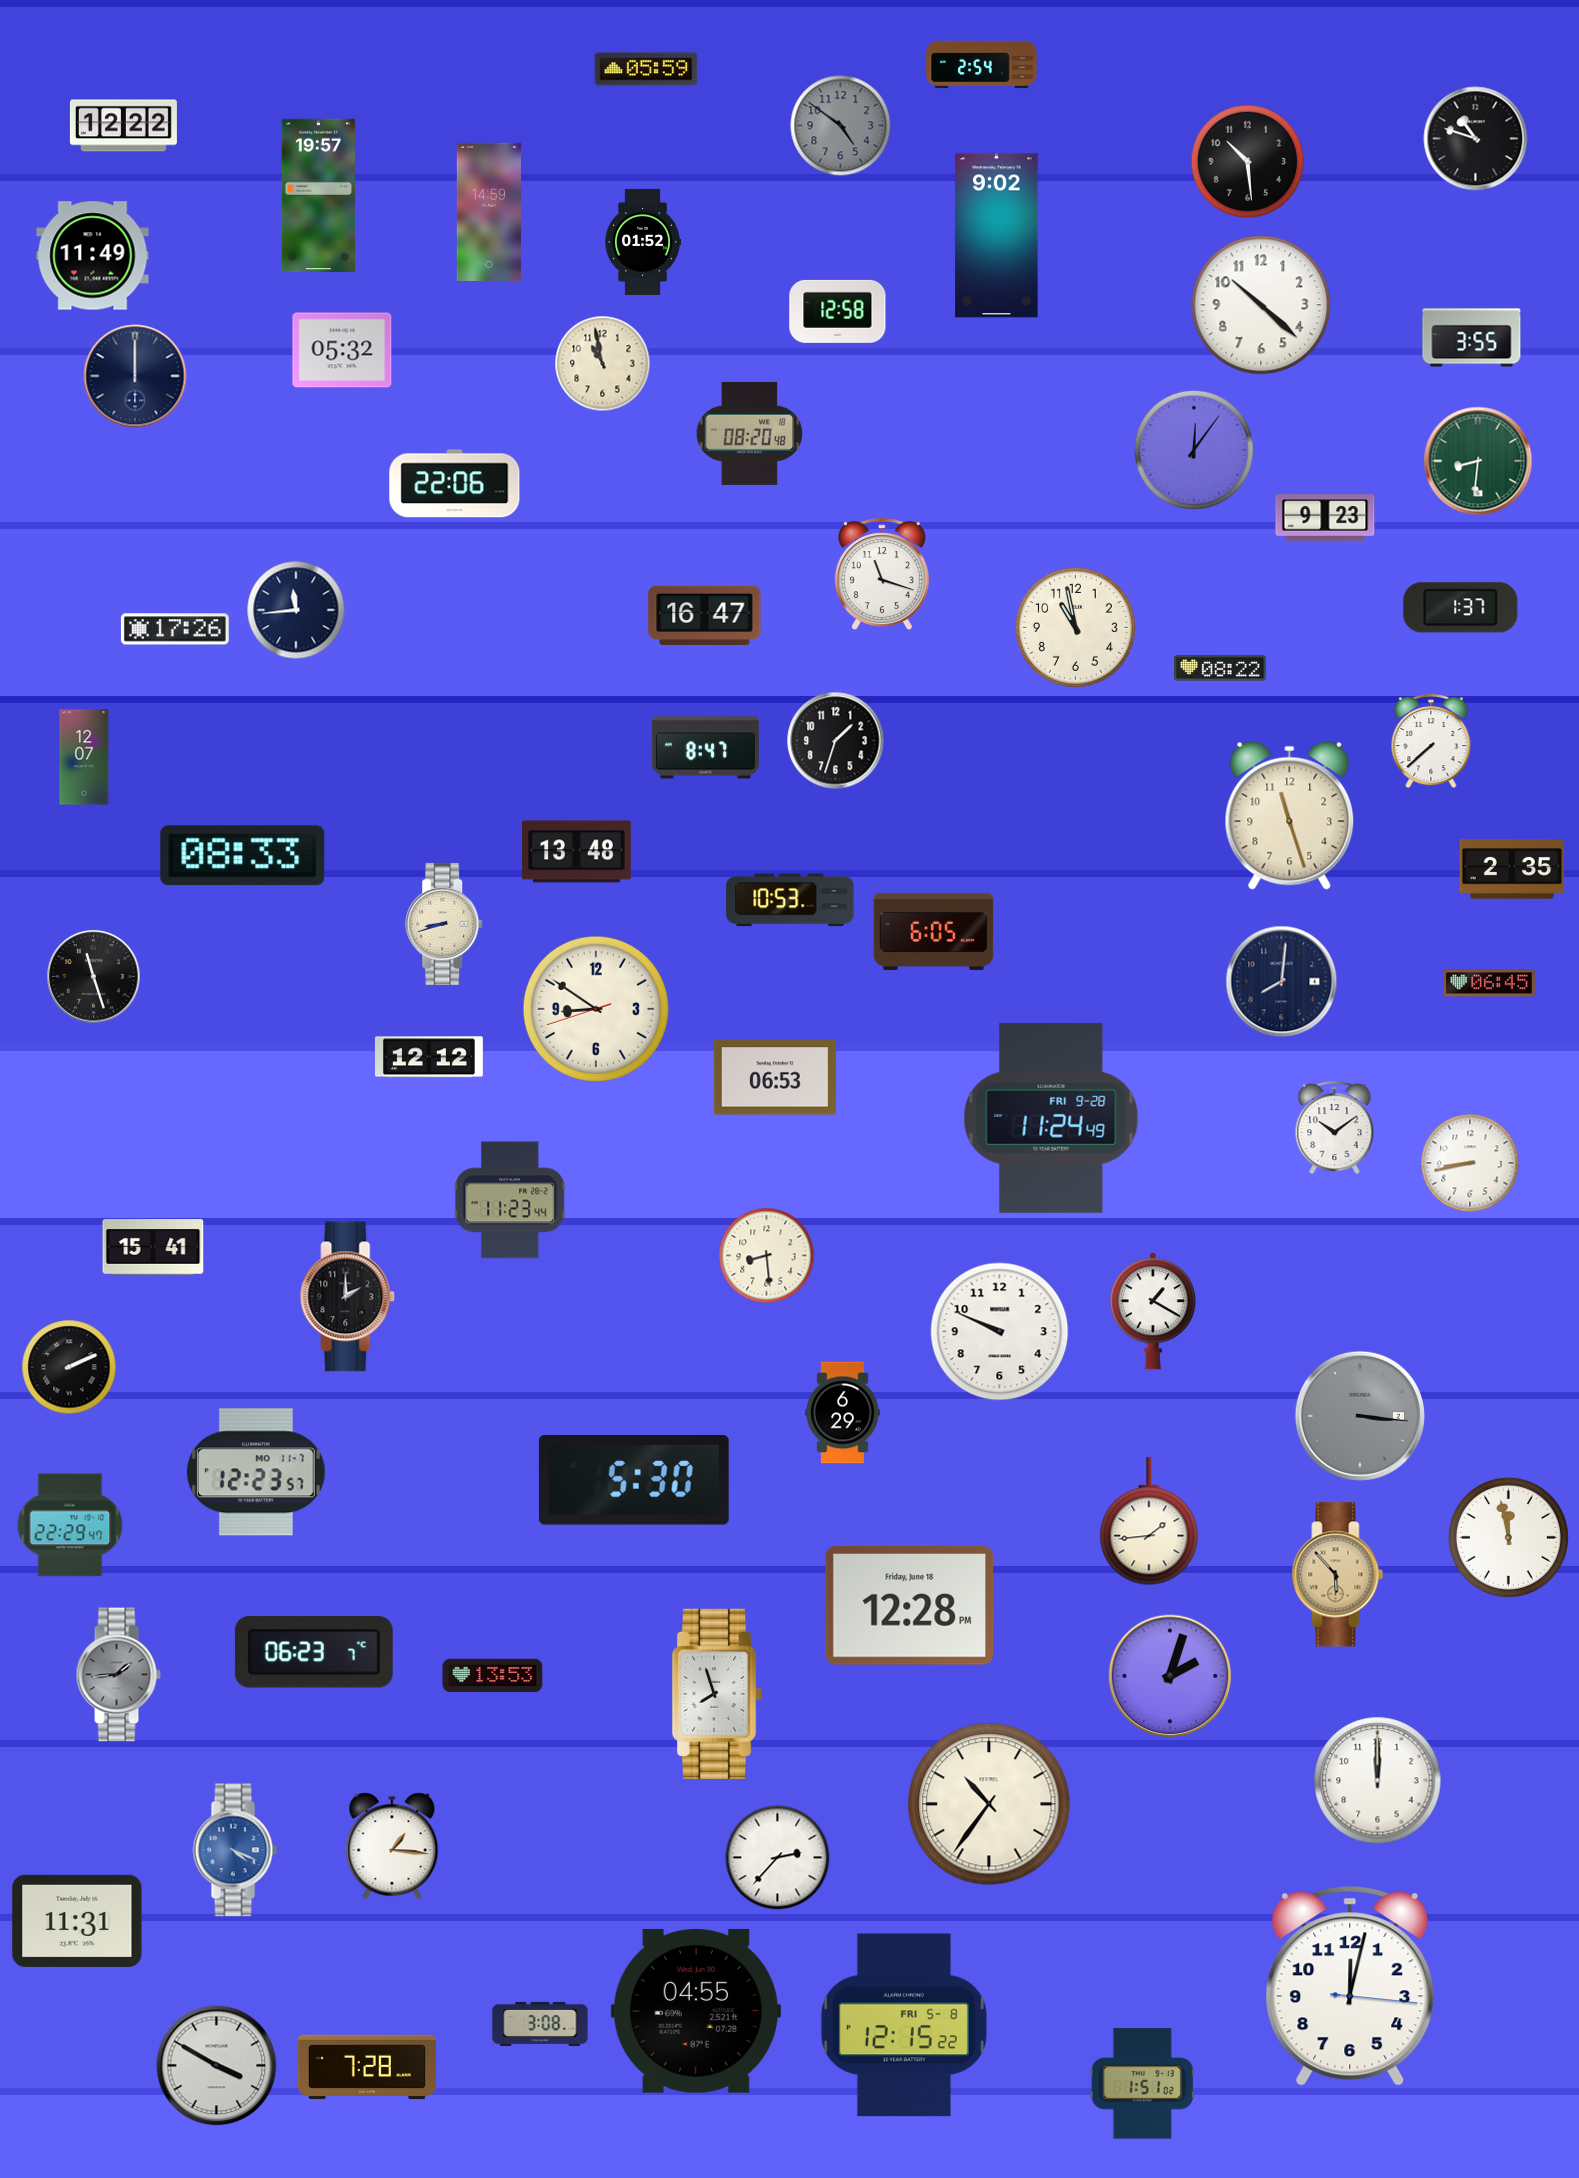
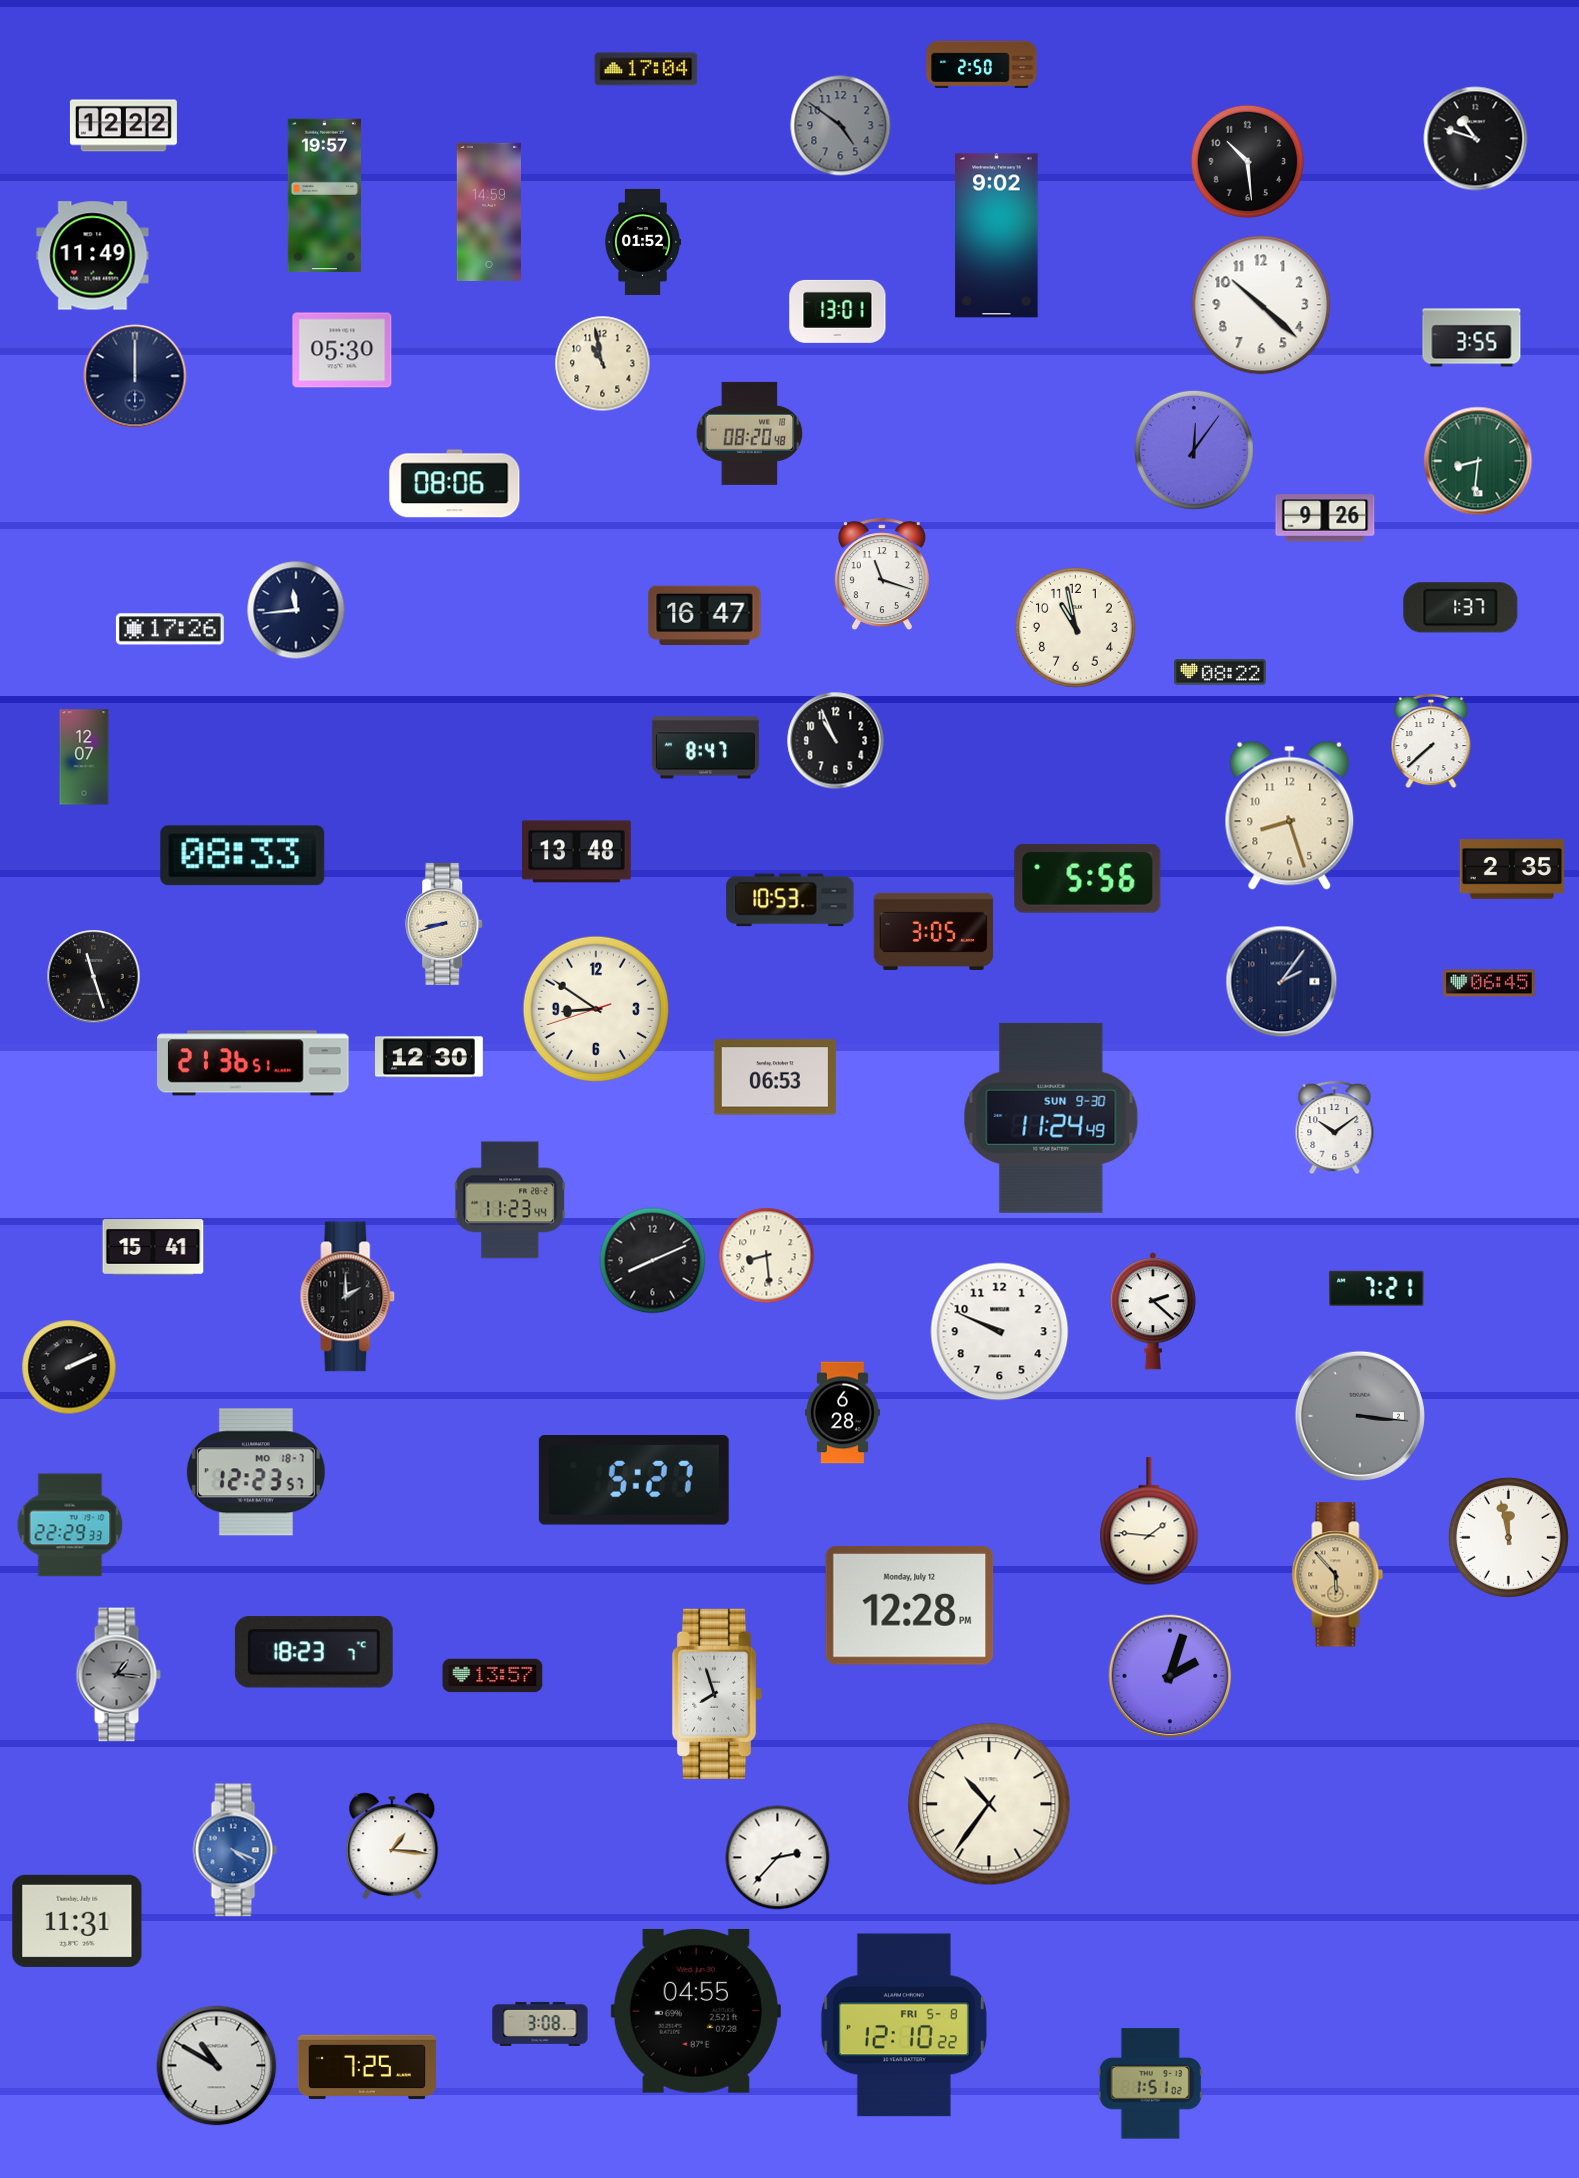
clock at (982, 65): 2:54 -> 2:50
clock at (646, 69): 05:59 -> 17:04
clock at (318, 196) position: (318, 196) -> (324, 196)
clock at (838, 311): 12:58 -> 13:01
clock at (342, 350): 05:32 -> 05:30
clock at (455, 484): 22:06 -> 08:06
clock at (1325, 518): 9:23 -> 9:26
clock at (175, 629) position: (175, 629) -> (170, 629)
clock at (1221, 668) position: (1221, 668) -> (1221, 672)
clock at (836, 741): 1:33 -> 10:56
clock at (1290, 815): 11:27 -> 8:27
clock at (1088, 878): none -> 5:56
clock at (934, 931): 6:05 -> 3:05
clock at (1282, 982): 8:01 -> 2:06
clock at (429, 1057): 12:12 -> 12:30
clock at (253, 1063): none -> 21:36
clock at (1051, 1118) date: FRI 9-28 -> SUN 9-30
clock at (1470, 1163): 8:43 -> none
clock at (653, 1261): none -> 8:11
clock at (1377, 1288): none -> 7:21
clock at (1153, 1311): 1:20 -> 2:22
clock at (843, 1413): 6:29 -> 6:28
clock at (256, 1472) date: MO 11-7 -> MO 18-7
clock at (634, 1480): 5:30 -> 5:27
clock at (1149, 1522): 1:44 -> 1:46
clock at (70, 1525): 22:29:47 -> 22:29:33
clock at (910, 1606) date: Friday, June 18 -> Monday, July 12
clock at (314, 1652): 06:23 -> 18:23
clock at (118, 1675): 1:44 -> 1:16
clock at (493, 1676): 13:53 -> 13:57
clock at (1378, 1781): 12:00 -> none
clock at (1350, 1986): 12:02 -> none
clock at (904, 2025): 12:15 -> 12:10
clock at (217, 2066): 3:50 -> 10:50
clock at (367, 2067): 7:28 -> 7:25
clock at (1142, 2084) position: (1142, 2084) -> (1150, 2084)
